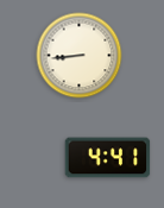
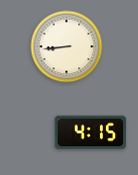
clock at (108, 158): 4:41 -> 4:15
